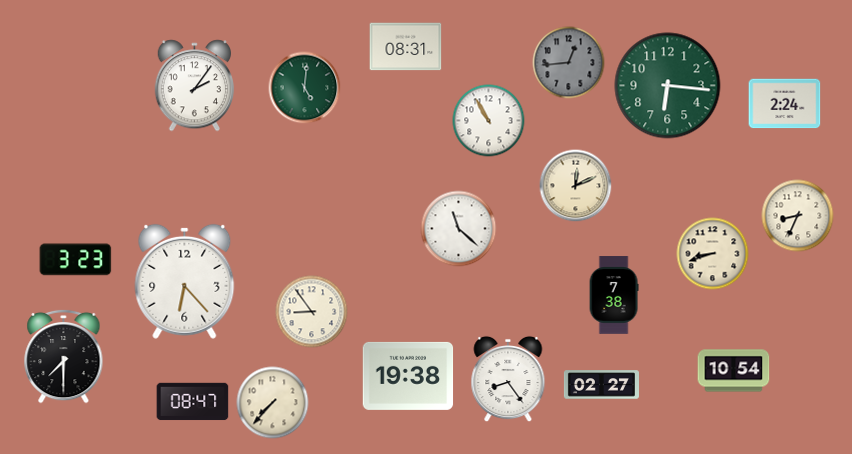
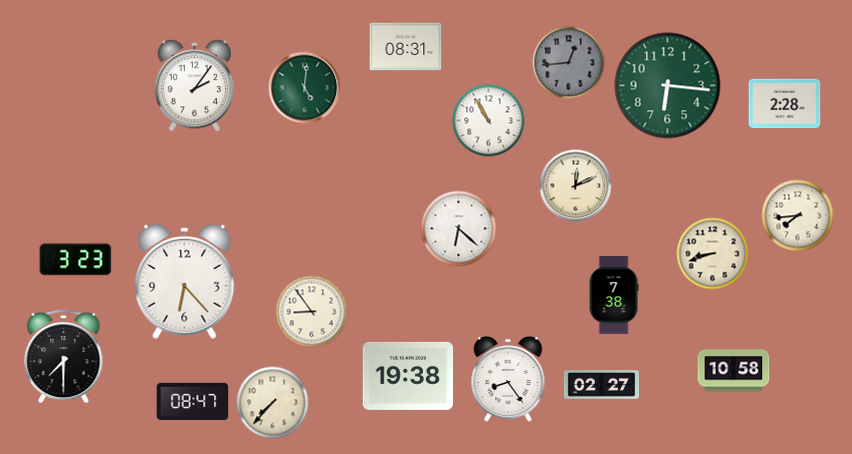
clock at (785, 104): 2:24 -> 2:28
clock at (798, 216): 8:34 -> 7:44
clock at (459, 229): 11:22 -> 6:22
clock at (734, 371): 10:54 -> 10:58
